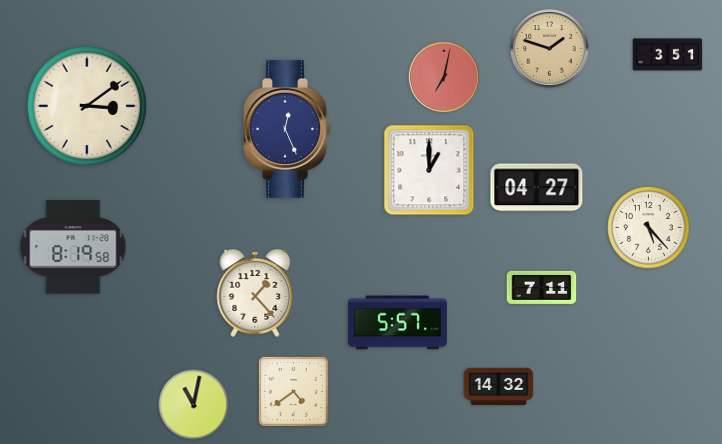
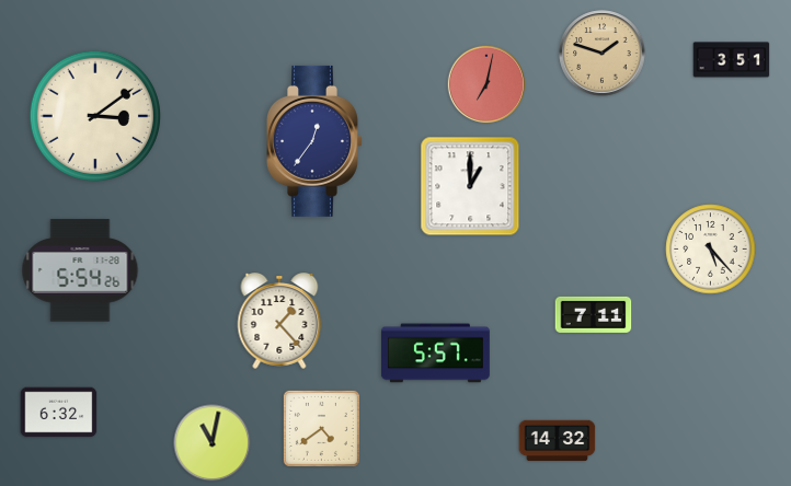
clock at (288, 129): 12:26 -> 12:36
clock at (537, 188): 04:27 -> none
clock at (73, 247): 8:19 -> 5:54
clock at (59, 413): none -> 6:32
clock at (499, 387) position: (499, 387) -> (558, 441)
